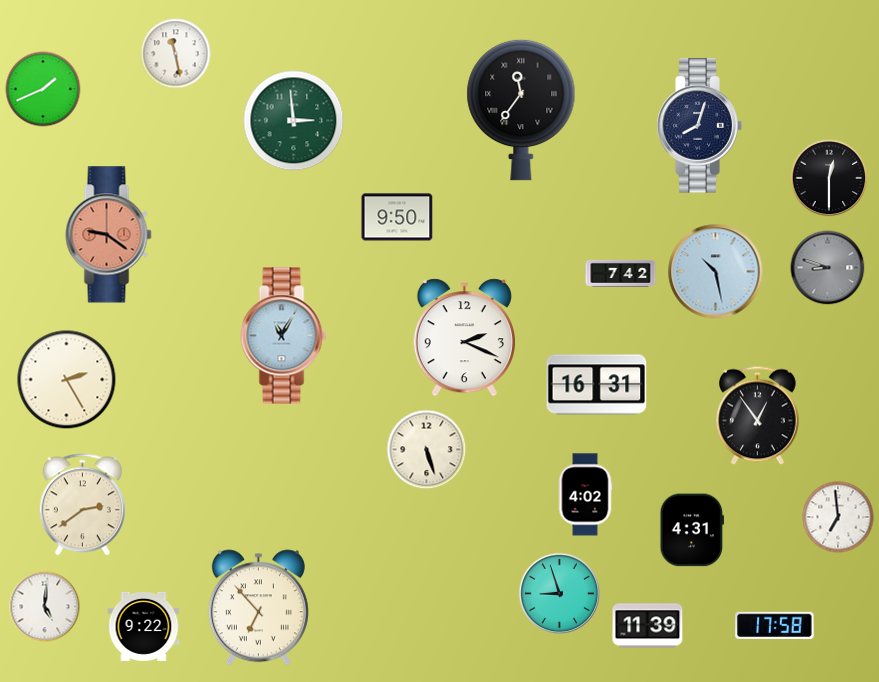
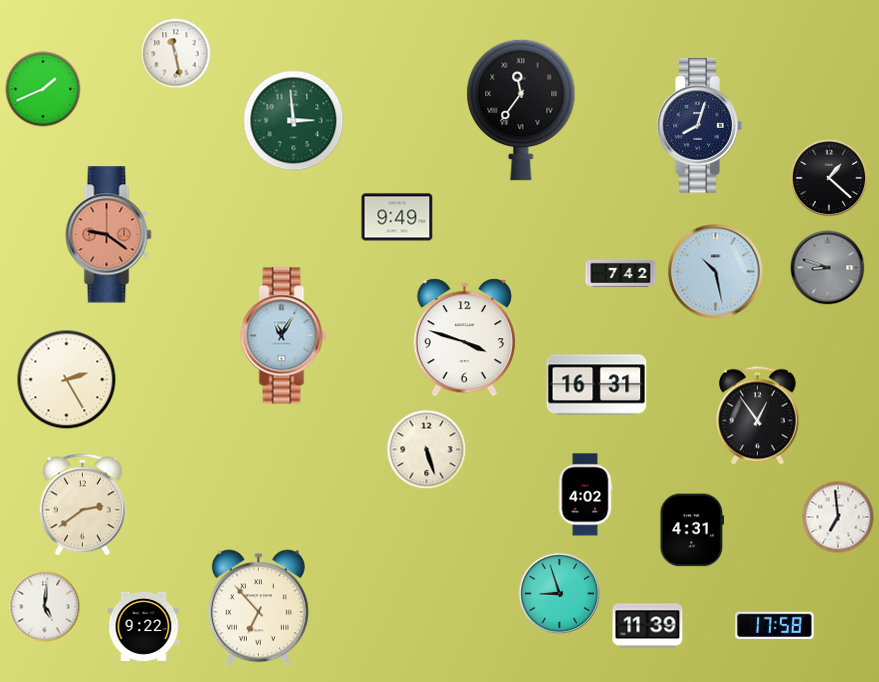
clock at (829, 178): 12:30 -> 1:22
clock at (397, 217): 9:50 -> 9:49
clock at (464, 338): 2:19 -> 3:48
